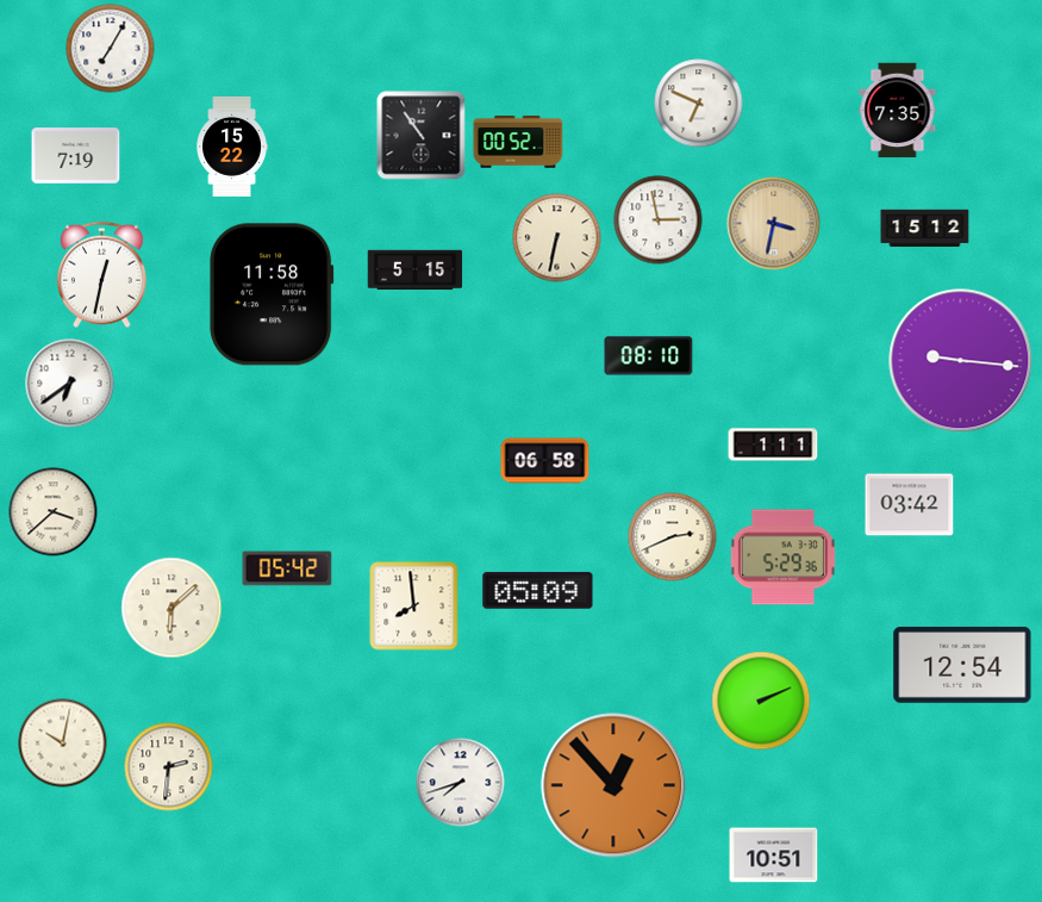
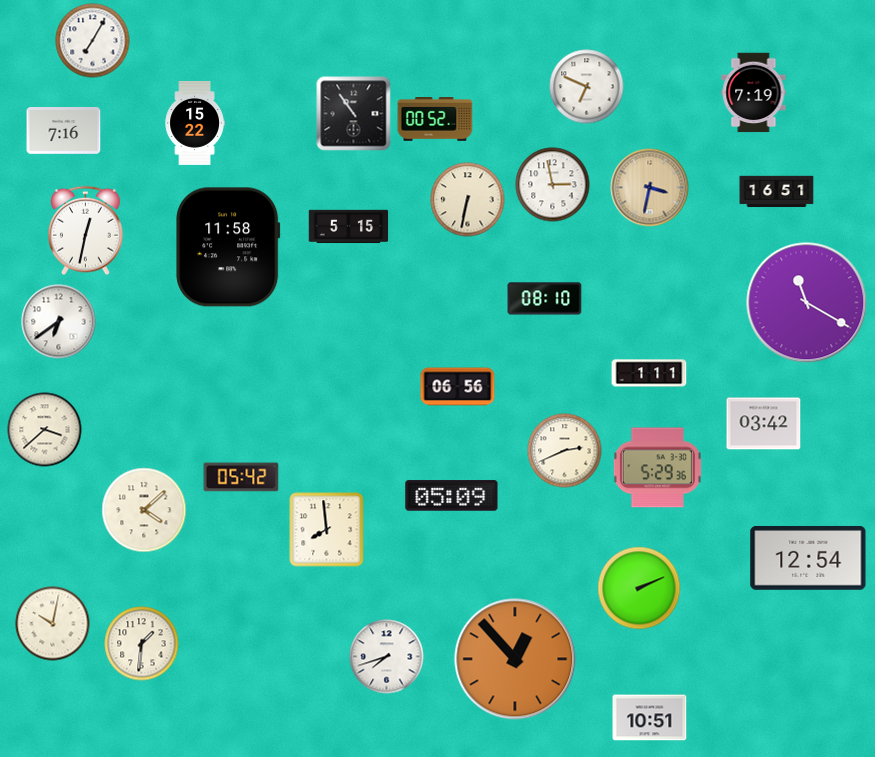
clock at (898, 111): 7:35 -> 7:19
clock at (76, 156): 7:19 -> 7:16
clock at (925, 229): 15:12 -> 16:51
clock at (961, 361): 9:16 -> 11:20
clock at (545, 461): 06:58 -> 06:56
clock at (414, 606) position: (414, 606) -> (327, 530)
clock at (171, 608): 6:08 -> 4:08
clock at (169, 767): 2:31 -> 1:31
